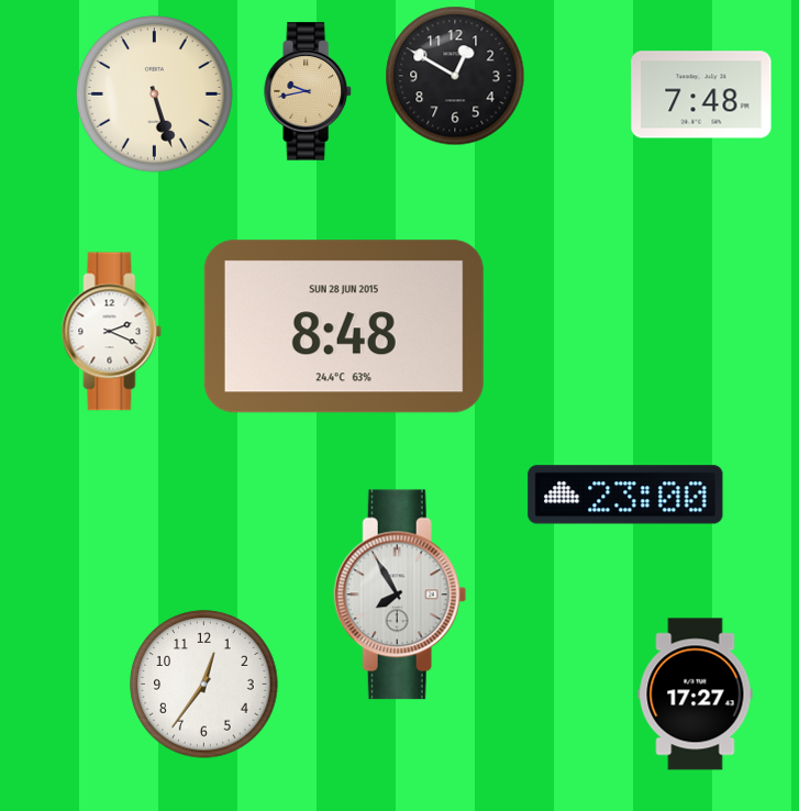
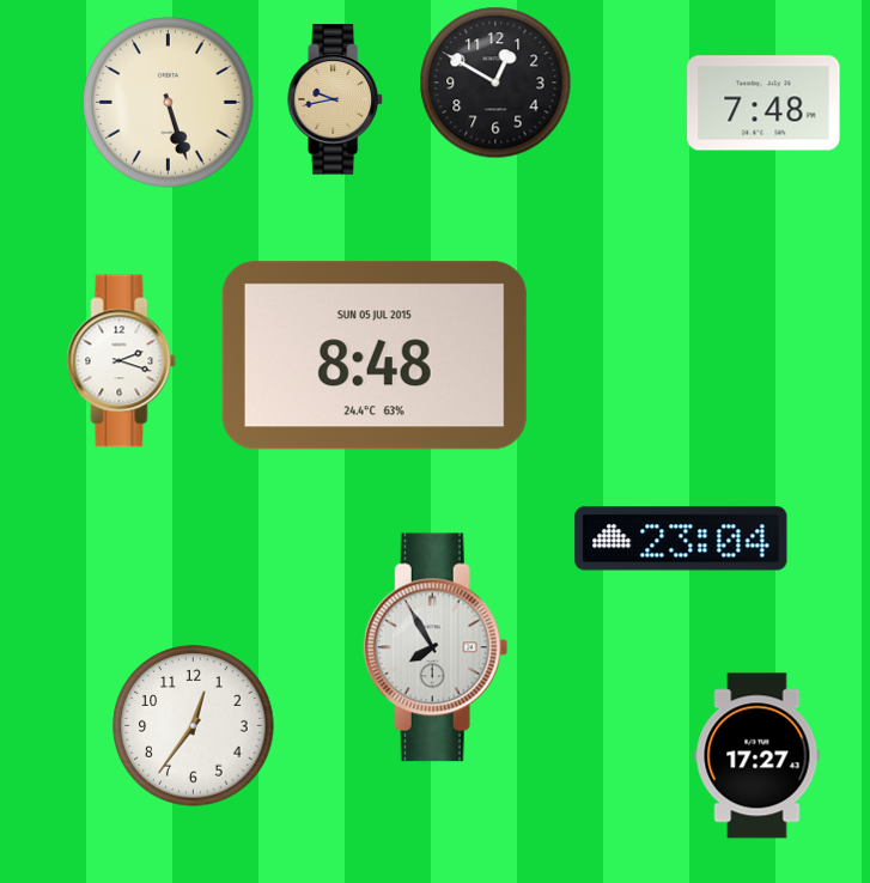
clock at (344, 326) date: SUN 28 JUN 2015 -> SUN 05 JUL 2015
clock at (112, 332): 2:19 -> 2:18
clock at (625, 495): 23:00 -> 23:04
clock at (204, 685) position: (204, 685) -> (194, 726)
